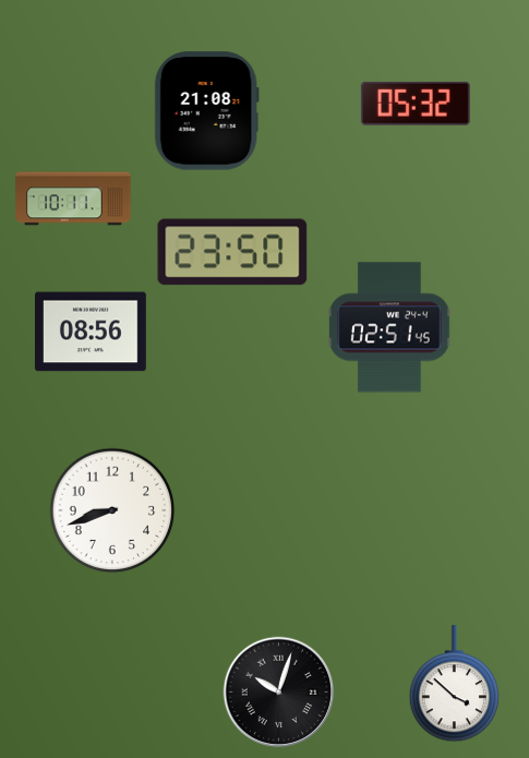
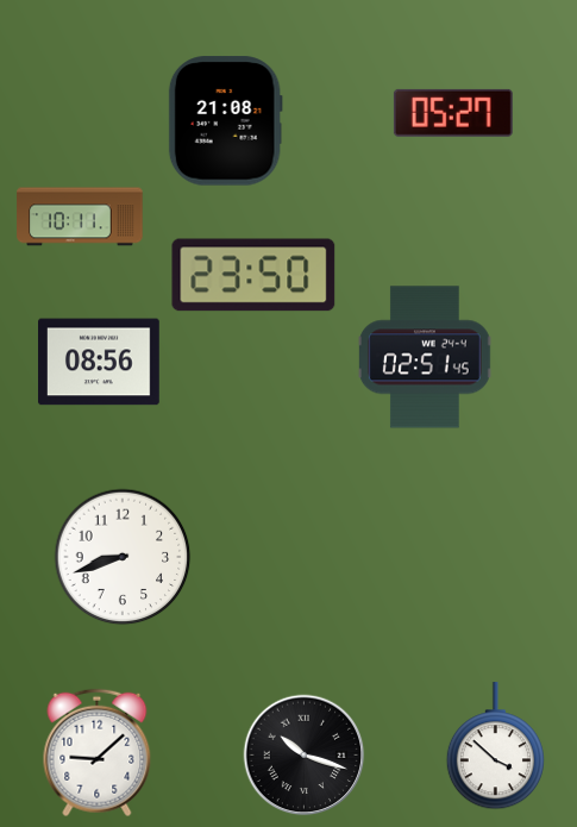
clock at (416, 104): 05:32 -> 05:27
clock at (98, 752): none -> 9:08
clock at (278, 691): 10:03 -> 10:18
